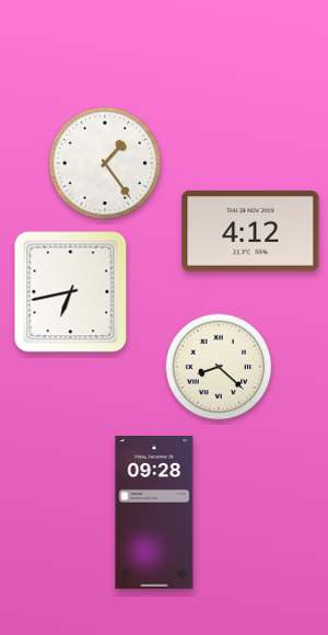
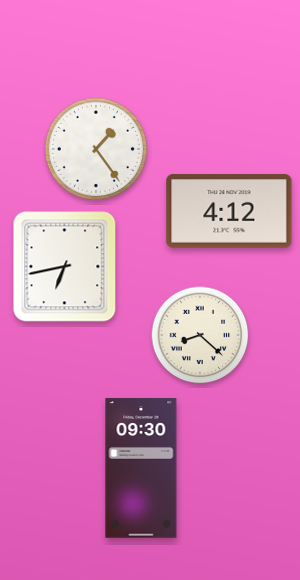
clock at (154, 512): 09:28 -> 09:30
